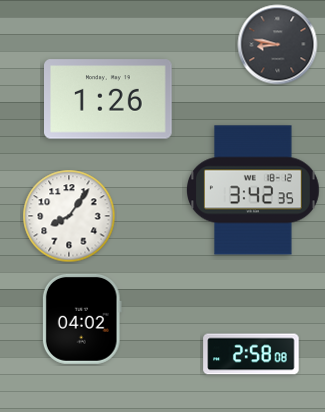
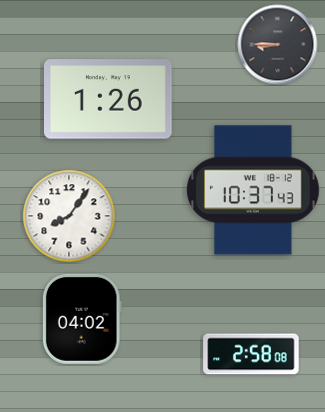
clock at (278, 45): 8:47 -> 8:45
clock at (254, 190): 3:42 -> 10:37
